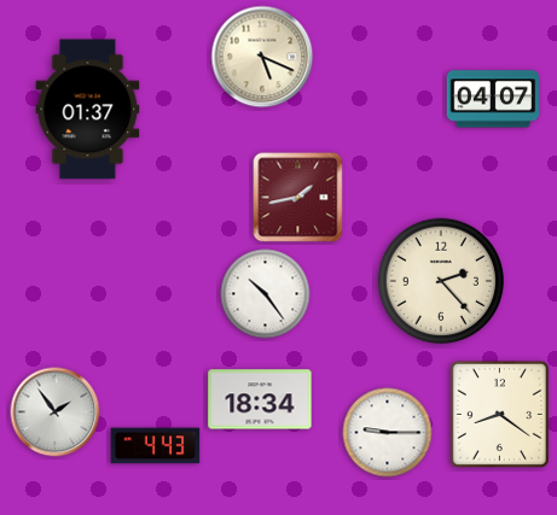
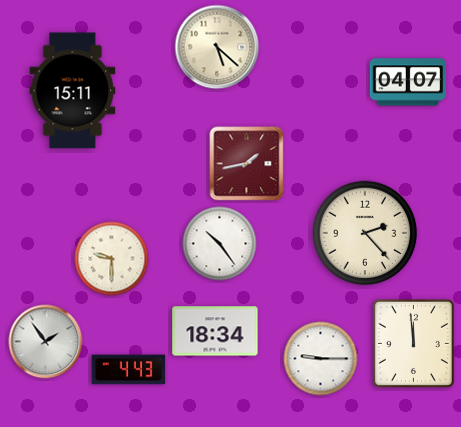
clock at (262, 57): 5:19 -> 5:22
clock at (88, 110): 01:37 -> 15:11
clock at (112, 259): none -> 9:30
clock at (499, 414): 8:21 -> 11:59
